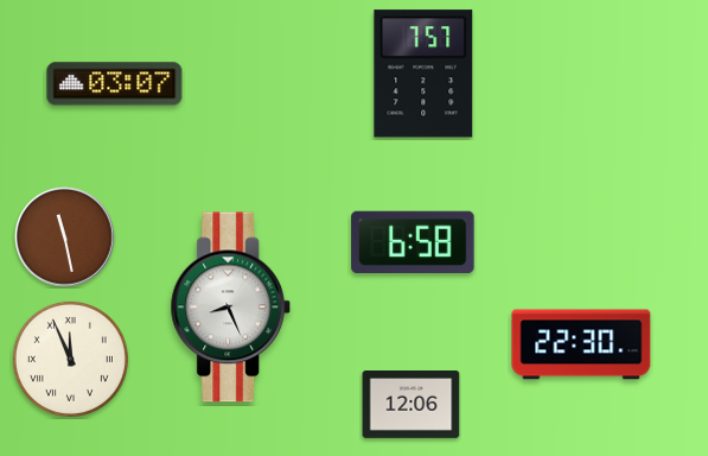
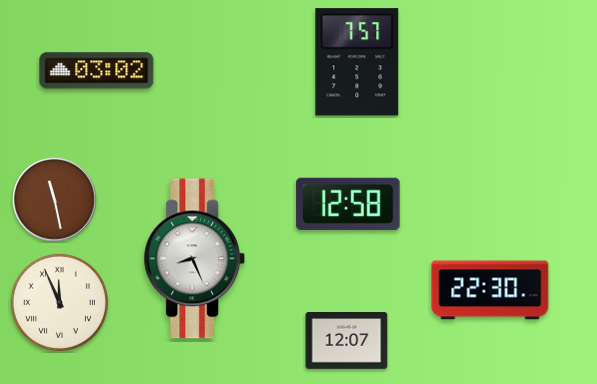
clock at (115, 84): 03:07 -> 03:02
clock at (413, 242): 6:58 -> 12:58
clock at (412, 405): 12:06 -> 12:07
